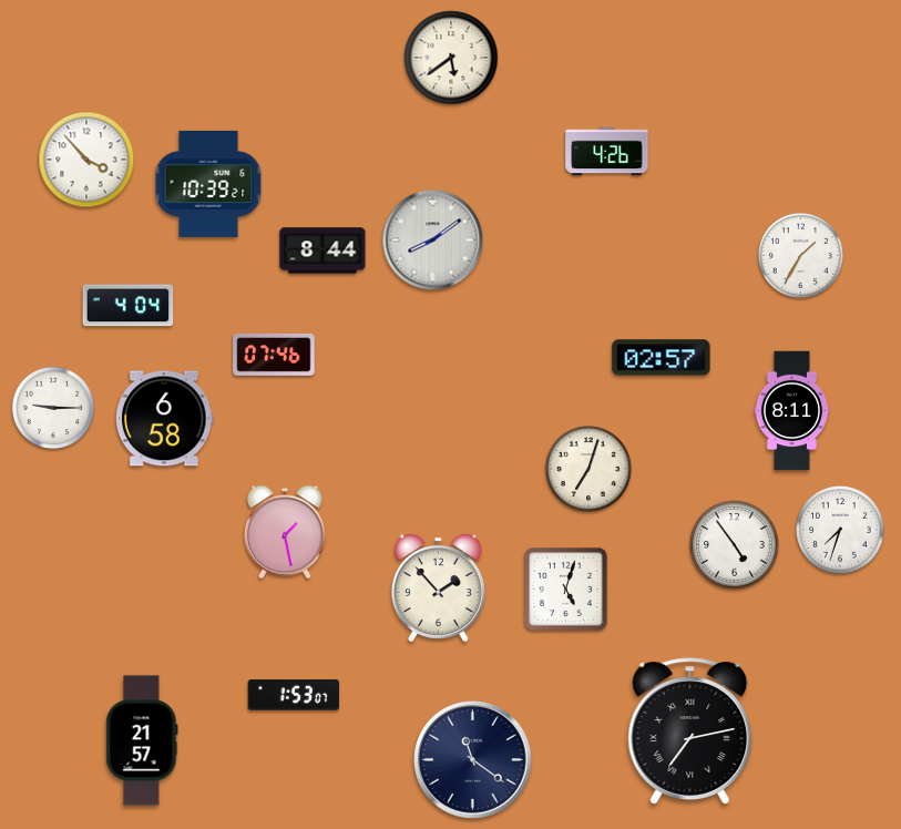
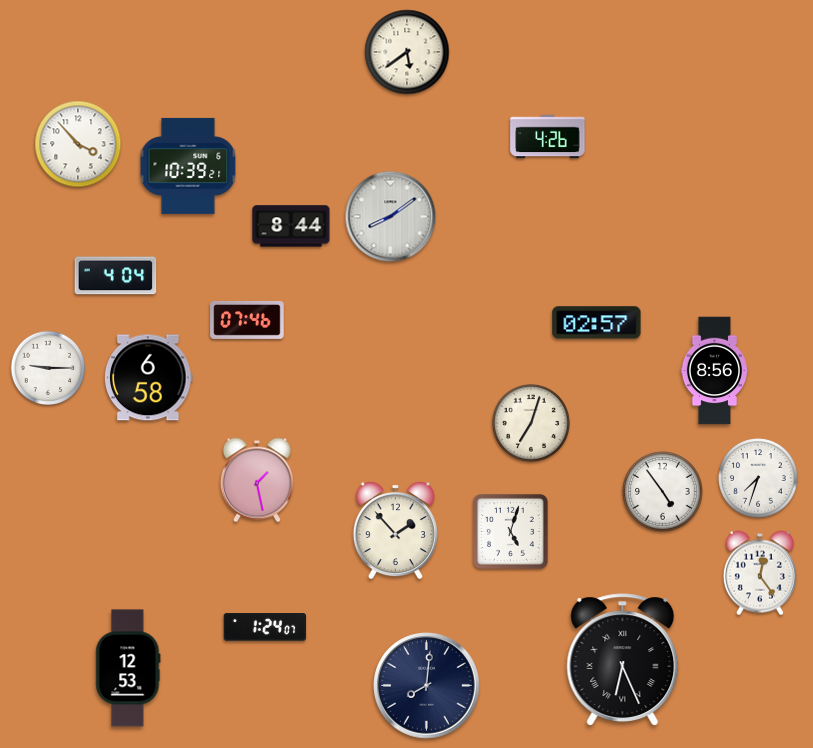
clock at (800, 255): 1:35 -> none
clock at (792, 411): 8:11 -> 8:56
clock at (760, 573): none -> 12:24
clock at (294, 695): 1:53 -> 1:24
clock at (690, 731): 7:13 -> 6:26
clock at (142, 740): 21:57 -> 12:53
clock at (473, 760): 11:21 -> 8:01
